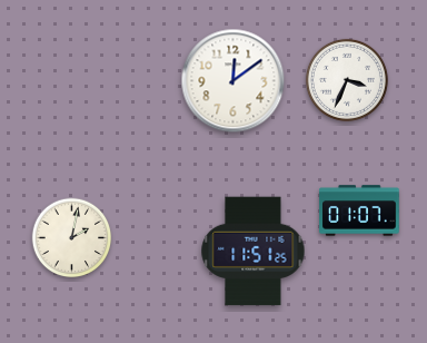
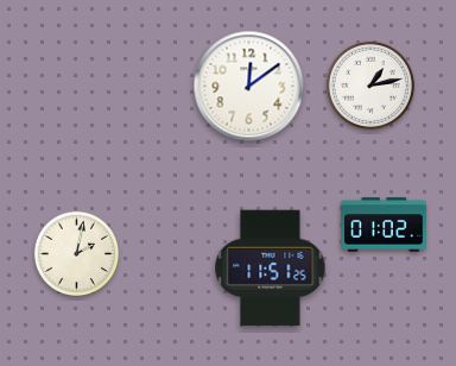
clock at (347, 80): 3:34 -> 1:13
clock at (359, 210): 01:07 -> 01:02
